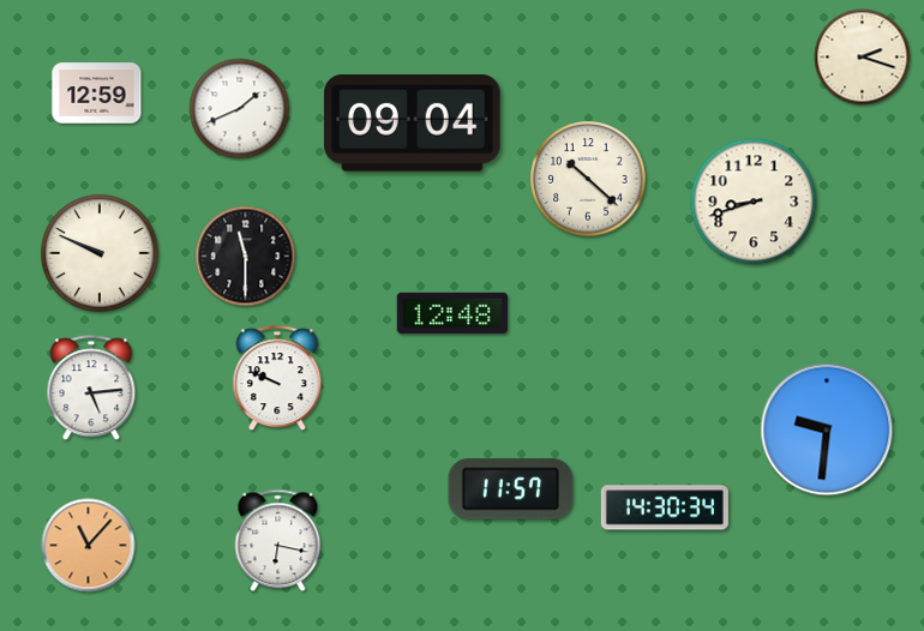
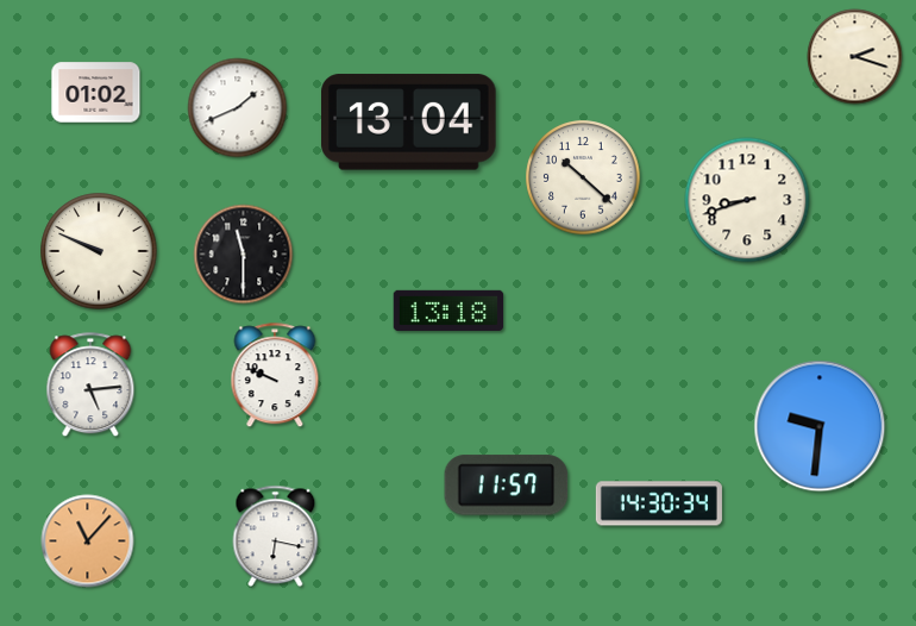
clock at (97, 94): 12:59 -> 01:02
clock at (413, 124): 09:04 -> 13:04
clock at (452, 313): 12:48 -> 13:18
